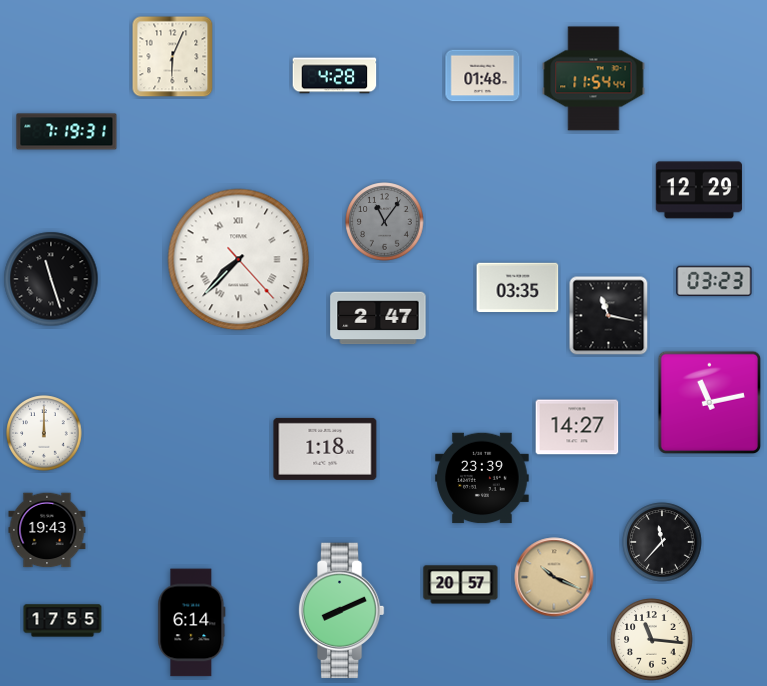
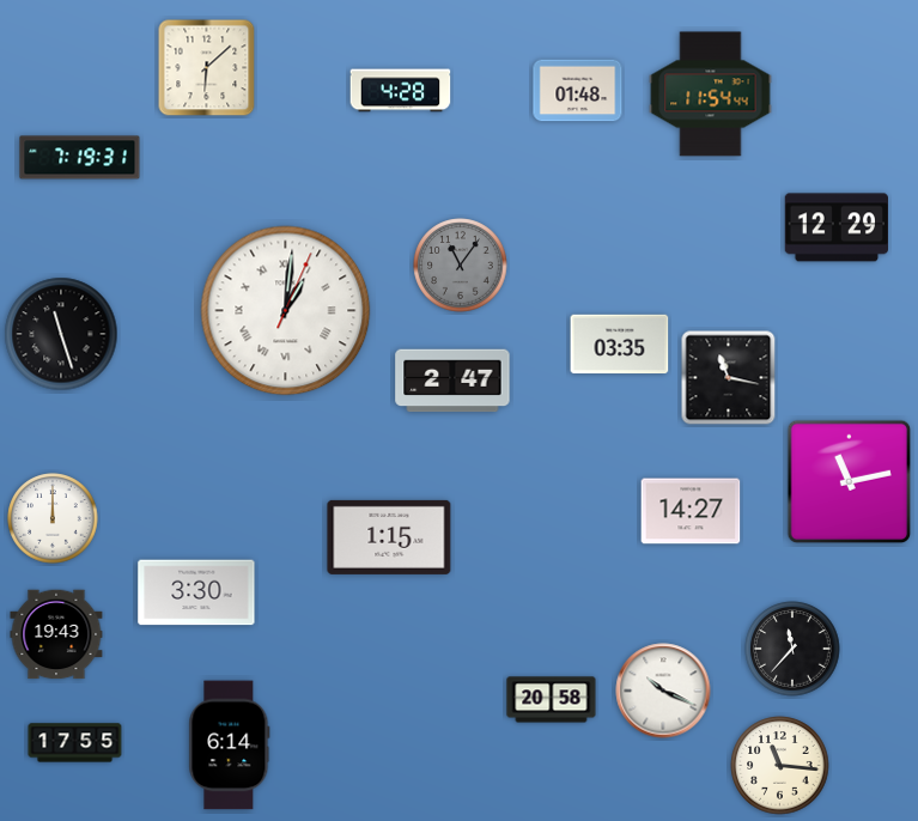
clock at (173, 57): 6:04 -> 6:08
clock at (239, 260): 7:37 -> 1:01
clock at (714, 281): 03:23 -> none
clock at (325, 449): 1:18 -> 1:15
clock at (482, 478): 23:39 -> none
clock at (196, 592): none -> 3:30
clock at (554, 577) dial: champagne -> white
clock at (461, 585): 20:57 -> 20:58
clock at (341, 611): 8:11 -> none
